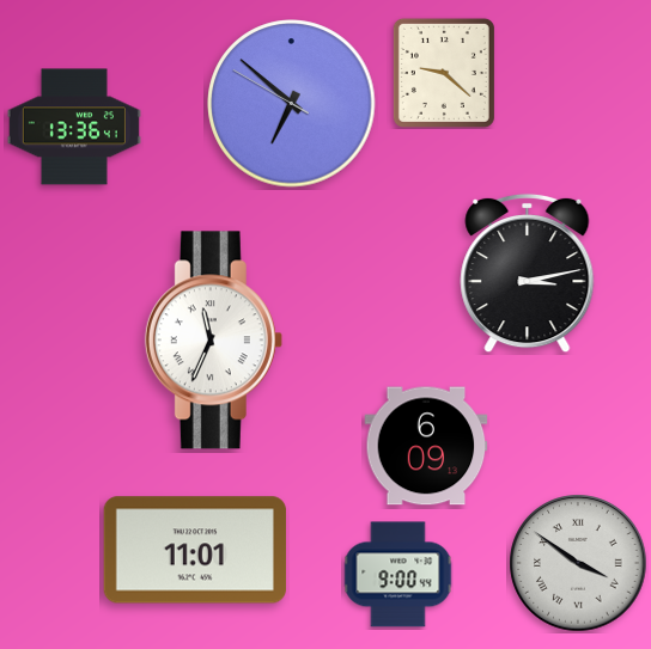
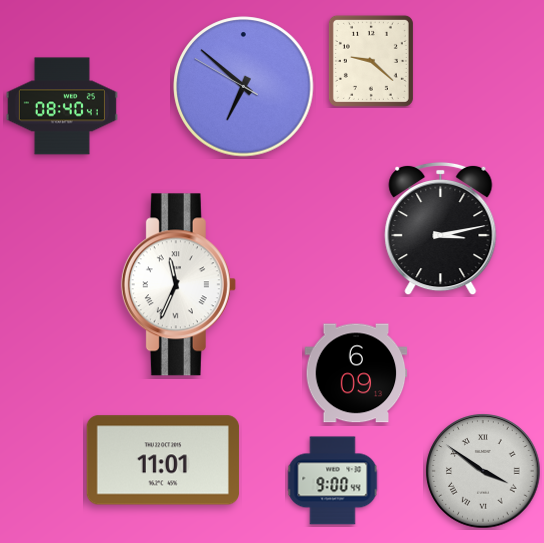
clock at (74, 127): 13:36 -> 08:40
